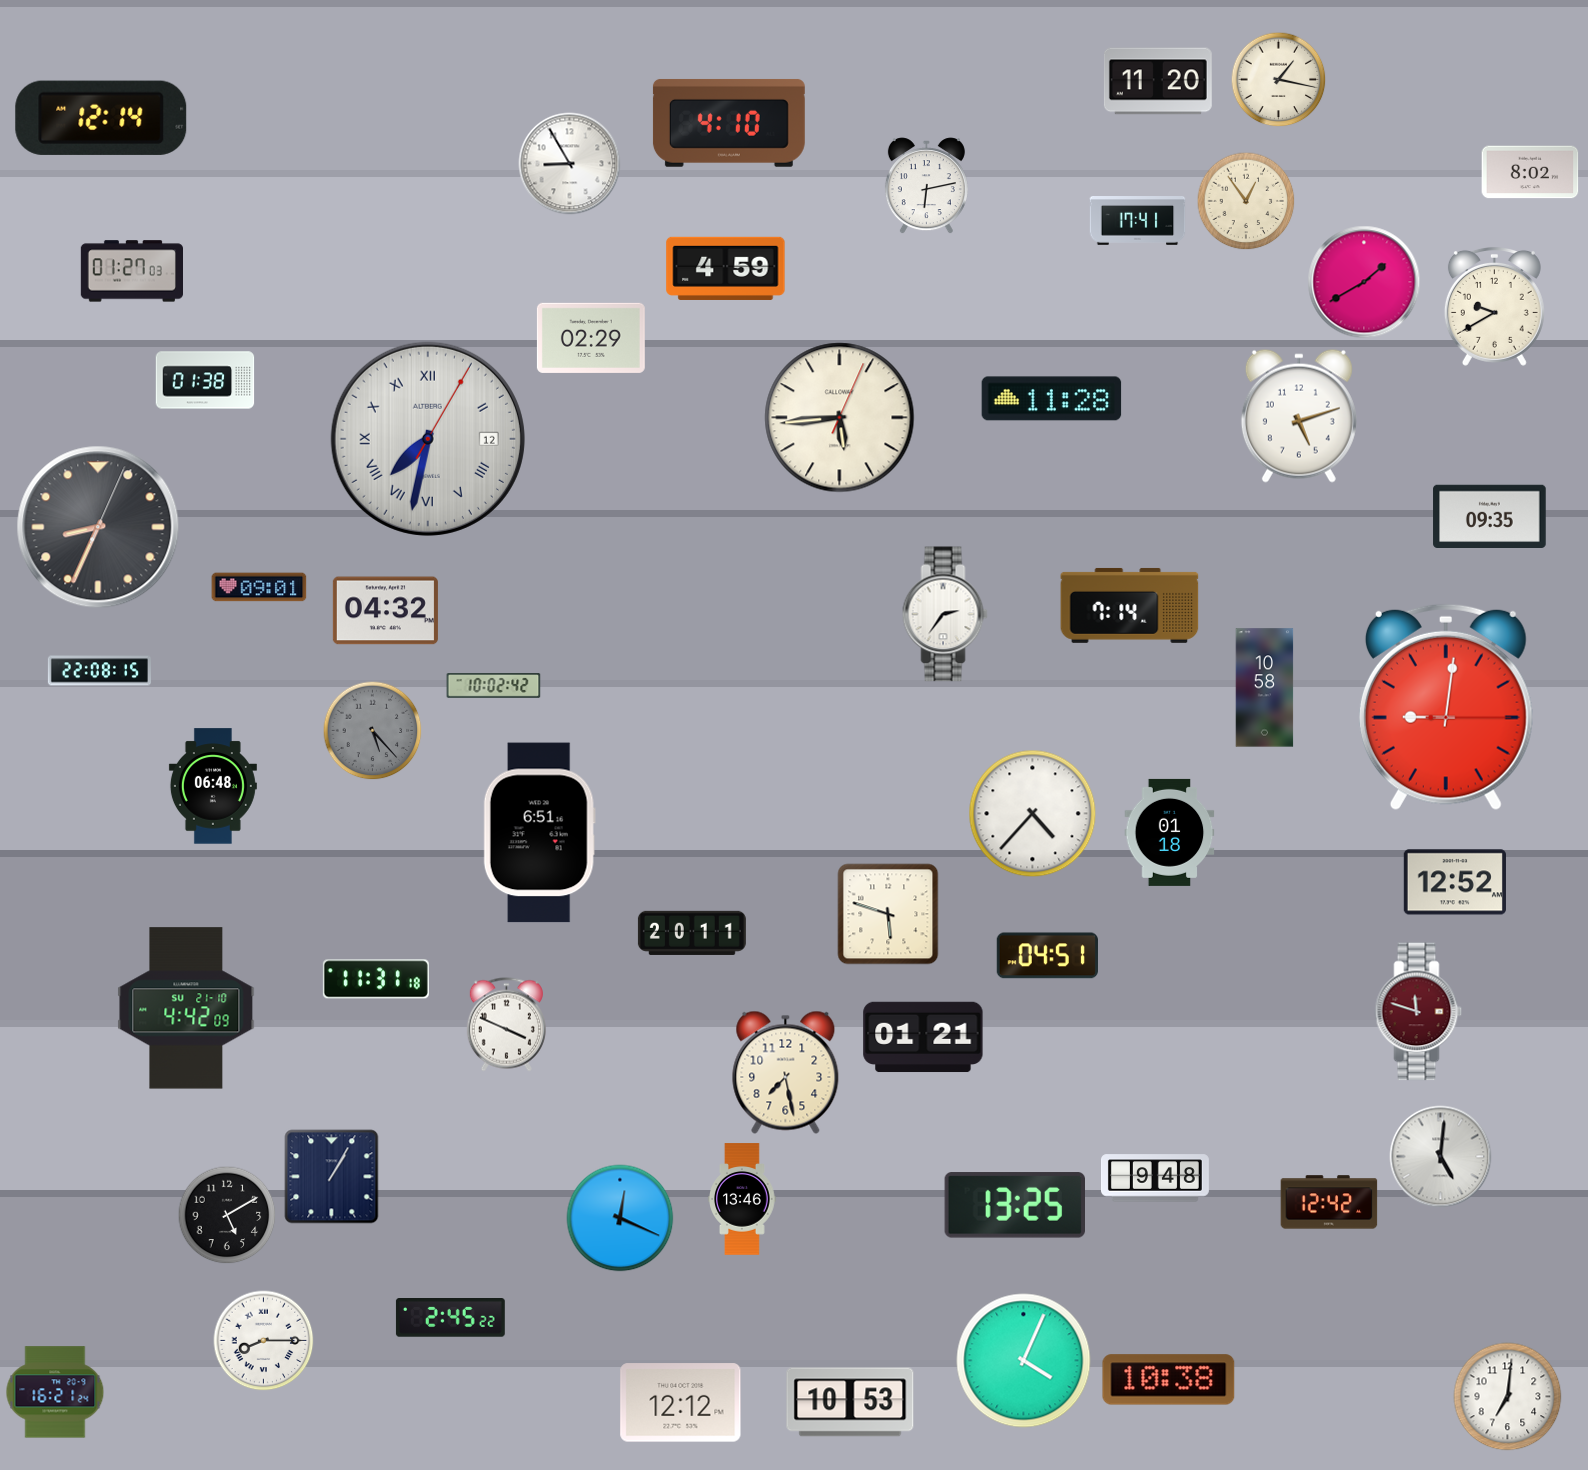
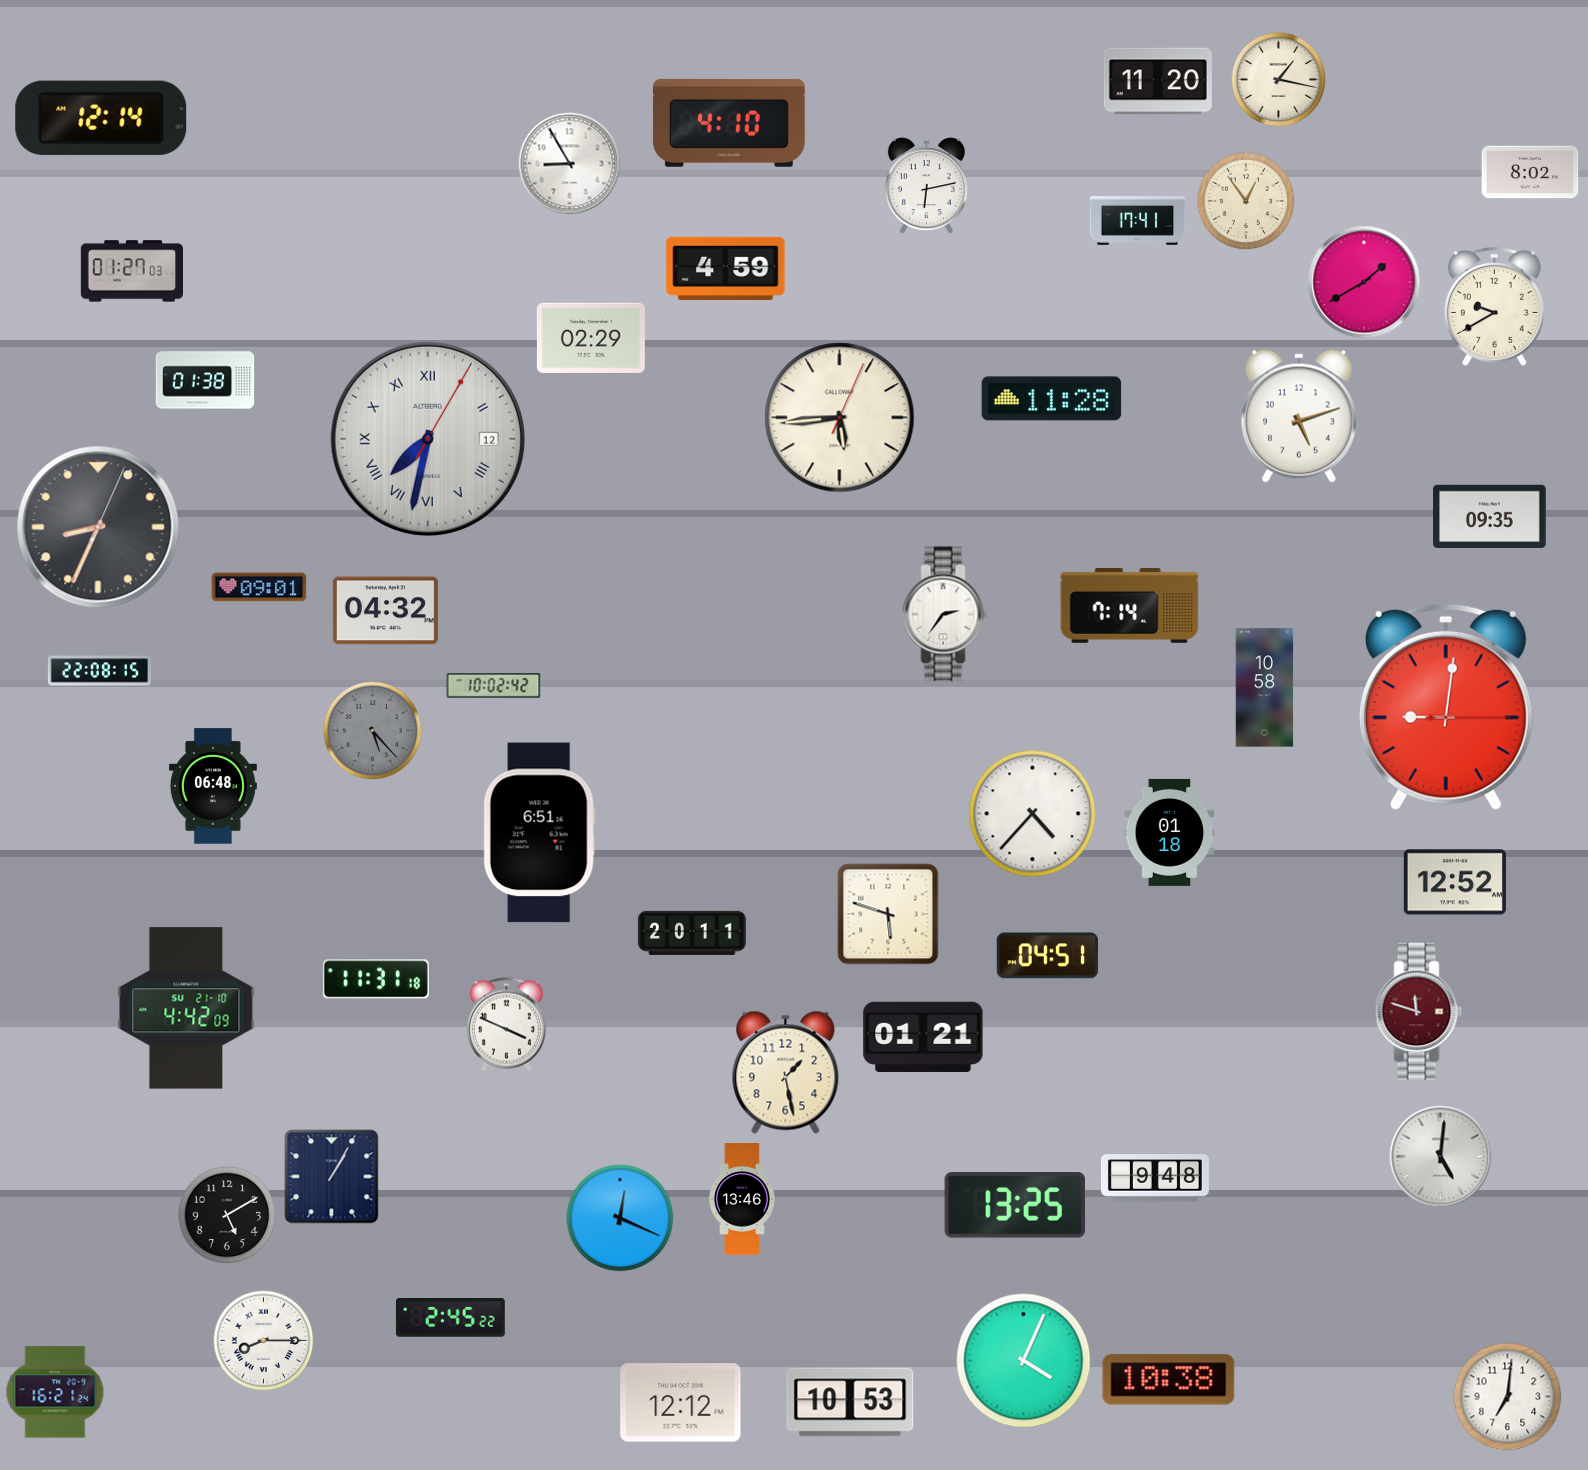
clock at (786, 1072): 7:28 -> 1:28
clock at (1329, 1202): 12:42 -> none
